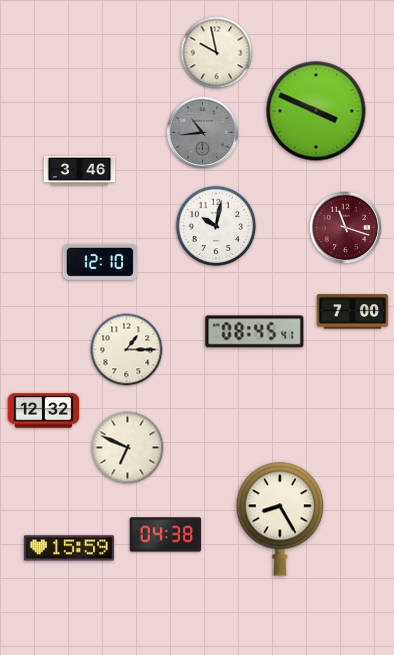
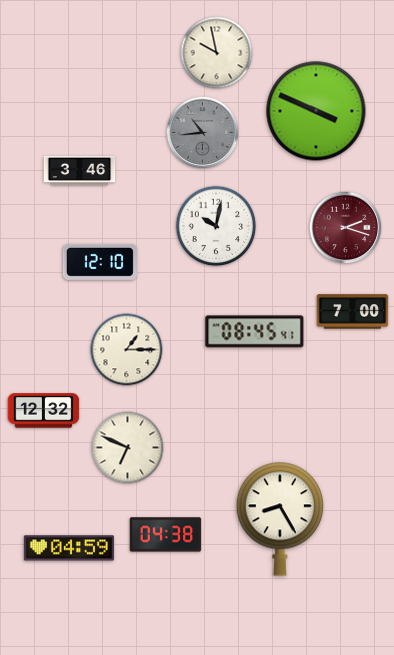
clock at (346, 228): 11:18 -> 2:18
clock at (69, 548): 15:59 -> 04:59
